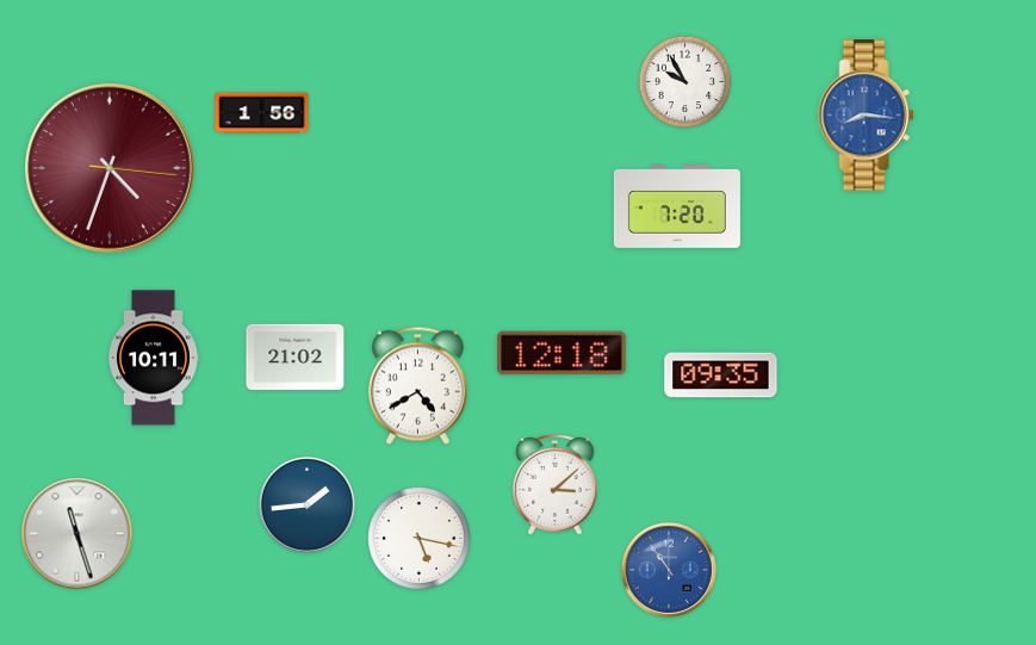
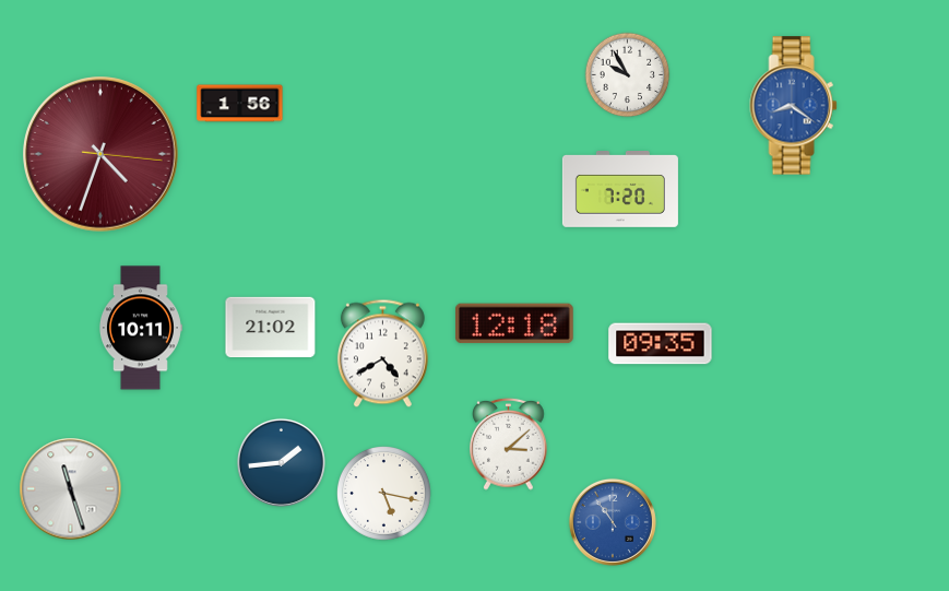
clock at (867, 116): 8:16 -> 8:21
